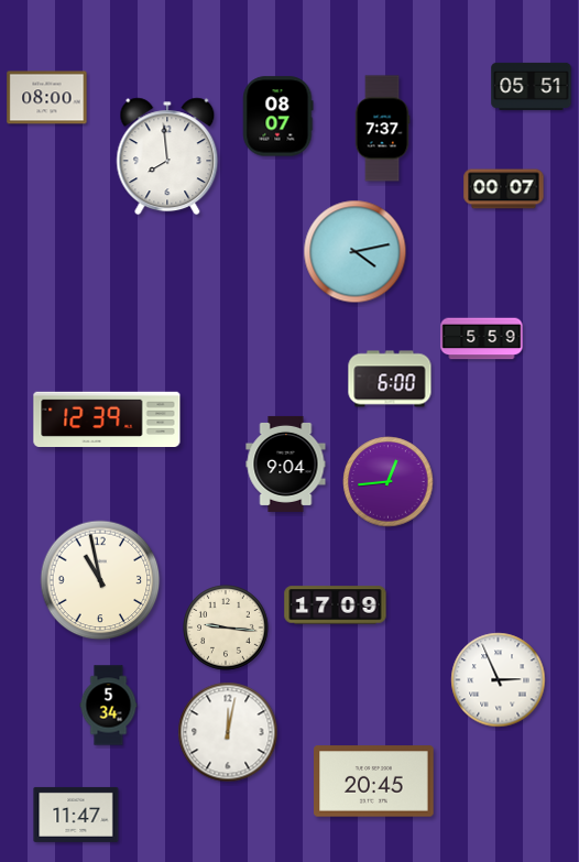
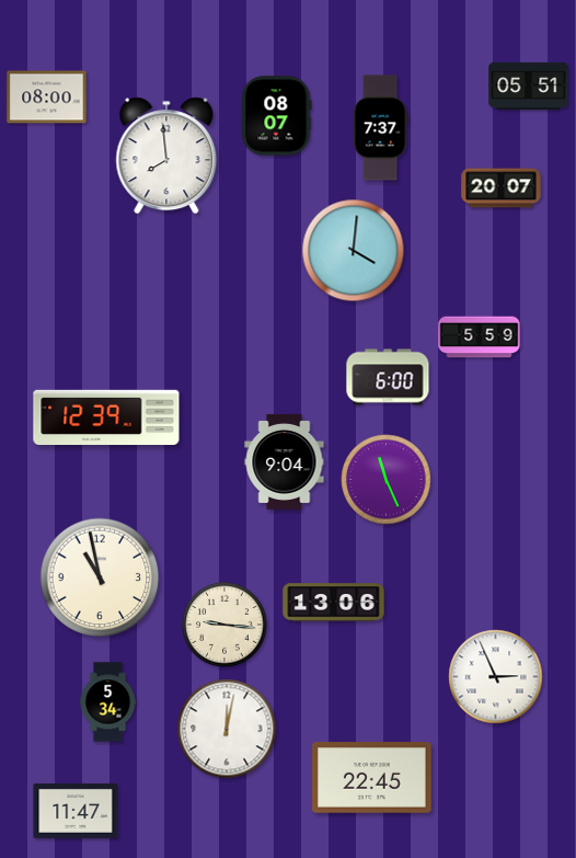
clock at (504, 189): 00:07 -> 20:07
clock at (356, 252): 4:13 -> 4:01
clock at (389, 482): 12:44 -> 11:26
clock at (336, 605): 17:09 -> 13:06
clock at (374, 782): 20:45 -> 22:45
